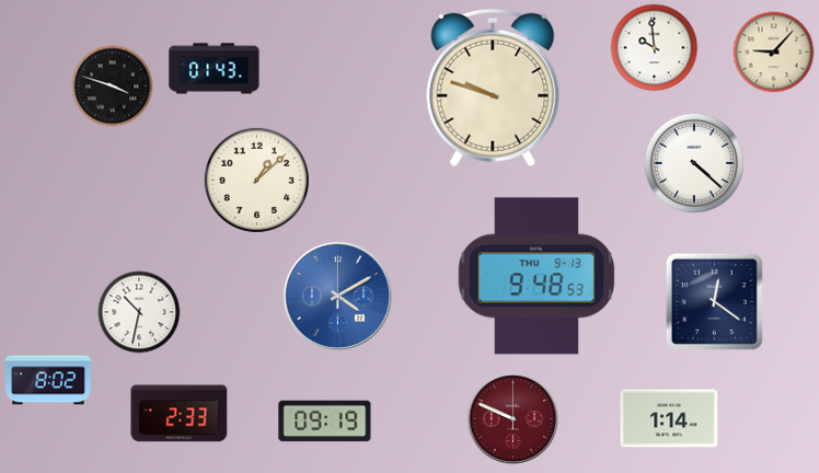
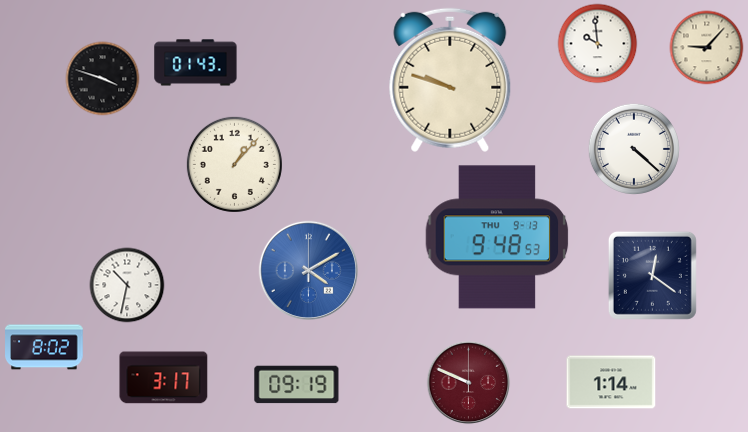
clock at (256, 180): 1:08 -> 1:07
clock at (537, 276) position: (537, 276) -> (497, 237)
clock at (180, 414): 2:33 -> 3:17
